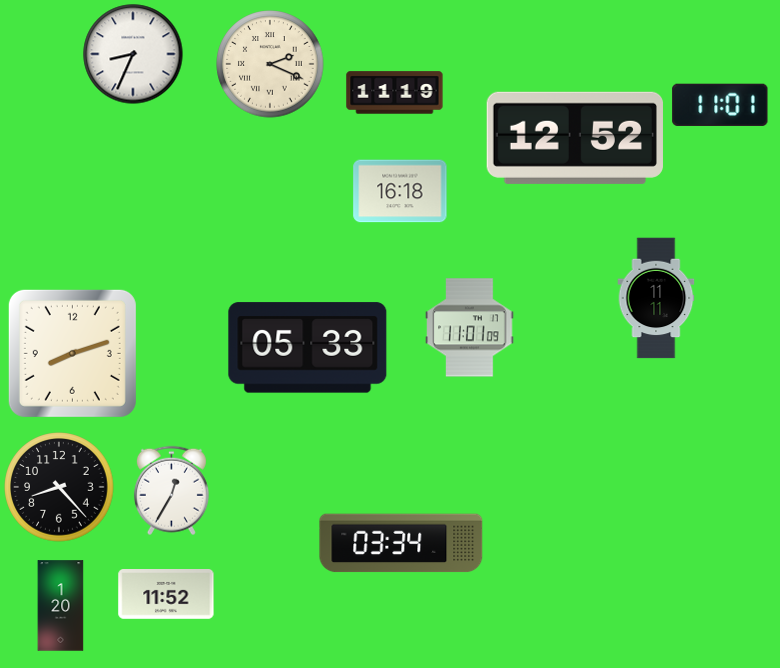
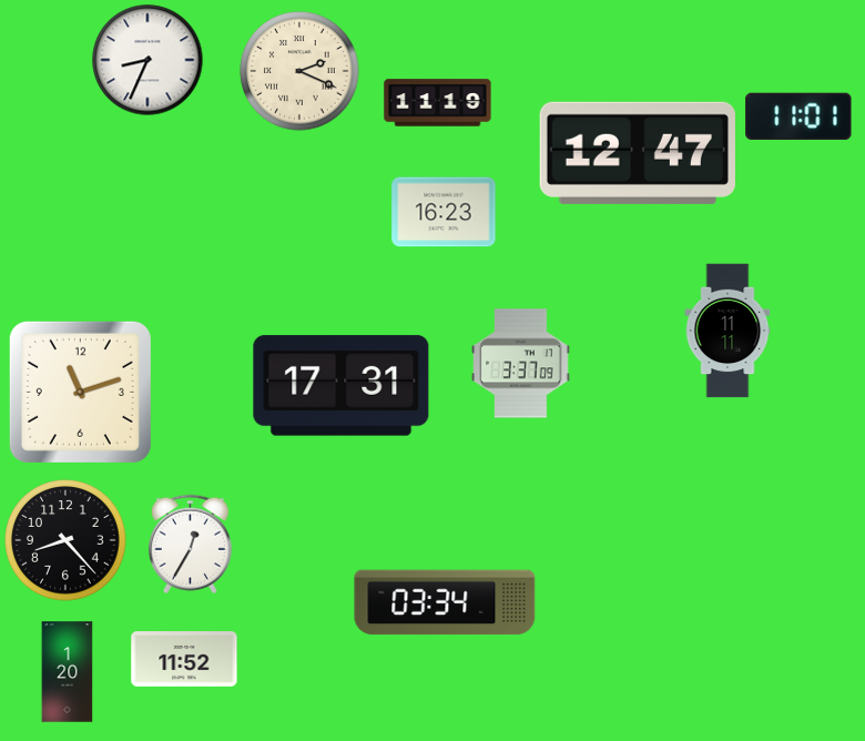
clock at (575, 138): 12:52 -> 12:47
clock at (400, 191): 16:18 -> 16:23
clock at (470, 328): 11:01 -> 3:37
clock at (308, 348): 05:33 -> 17:31
clock at (72, 353): 8:12 -> 11:12
